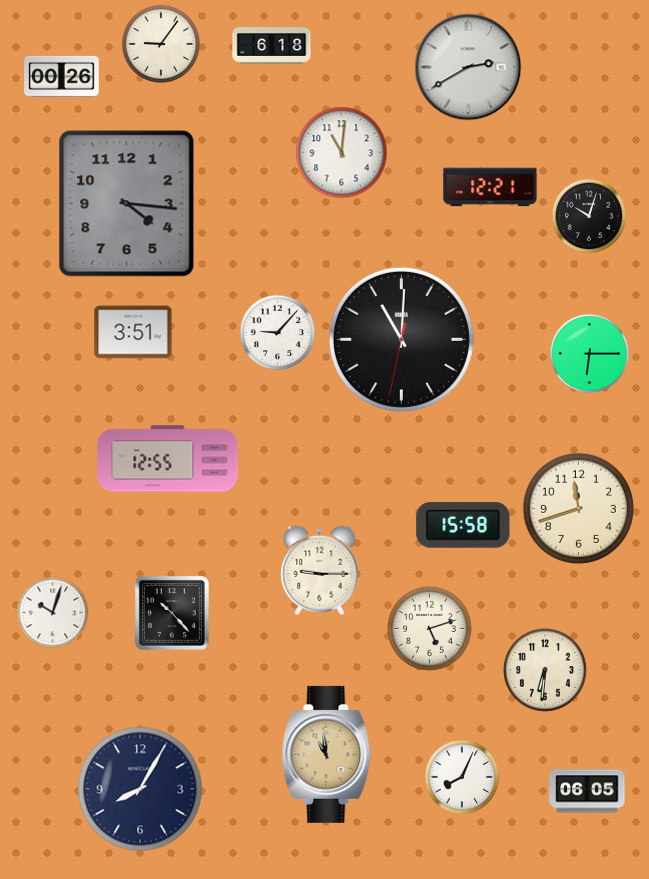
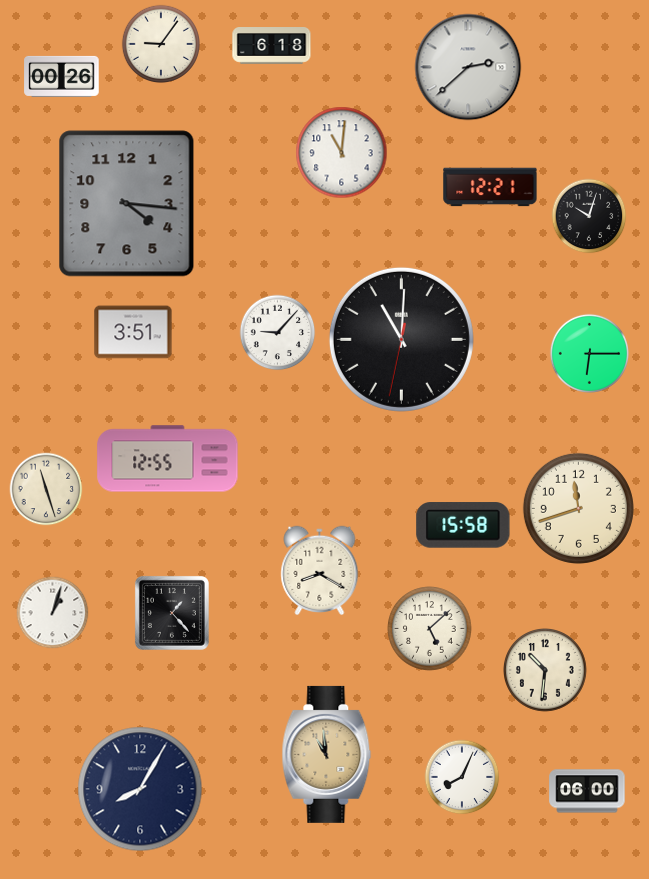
clock at (468, 67): 2:40 -> 2:38
clock at (46, 489): none -> 11:27
clock at (320, 571): 9:15 -> 8:20
clock at (53, 613): 10:03 -> 1:03
clock at (172, 613): 10:23 -> 1:23
clock at (430, 629): 5:12 -> 5:08
clock at (546, 671): 6:31 -> 10:31
clock at (587, 791): 06:05 -> 06:00
